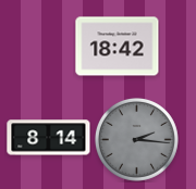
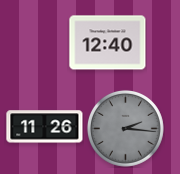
clock at (118, 47): 18:42 -> 12:40
clock at (49, 138): 8:14 -> 11:26
